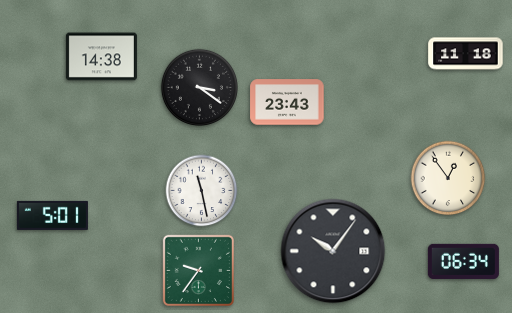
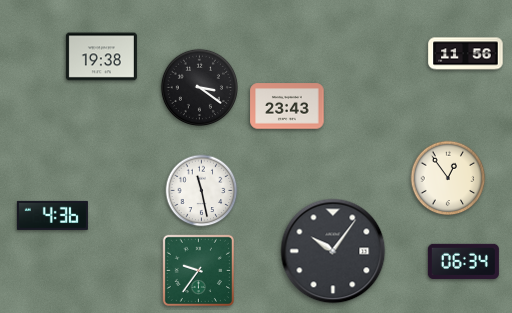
clock at (466, 54): 11:18 -> 11:56
clock at (101, 57): 14:38 -> 19:38
clock at (287, 102) position: (287, 102) -> (287, 106)
clock at (52, 215): 5:01 -> 4:36
